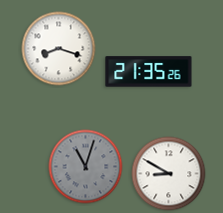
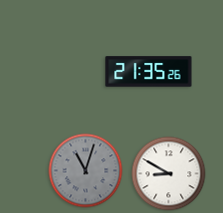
clock at (59, 49): 8:18 -> none
clock at (86, 167) position: (86, 167) -> (86, 171)
